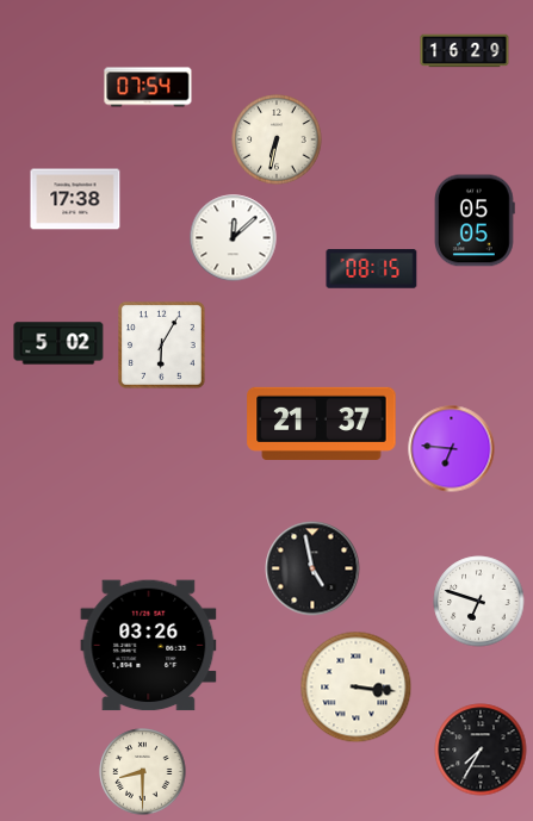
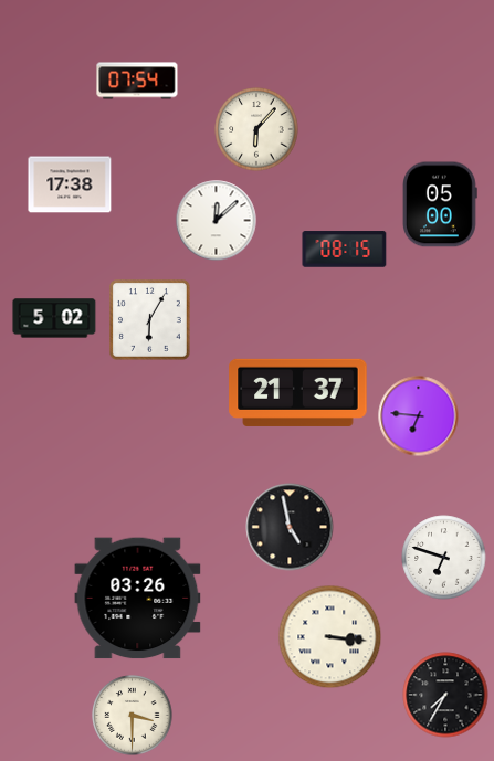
clock at (465, 51): 16:29 -> none
clock at (277, 139): 6:32 -> 6:07
clock at (476, 220): 05:05 -> 05:00
clock at (143, 772): 8:30 -> 3:30
